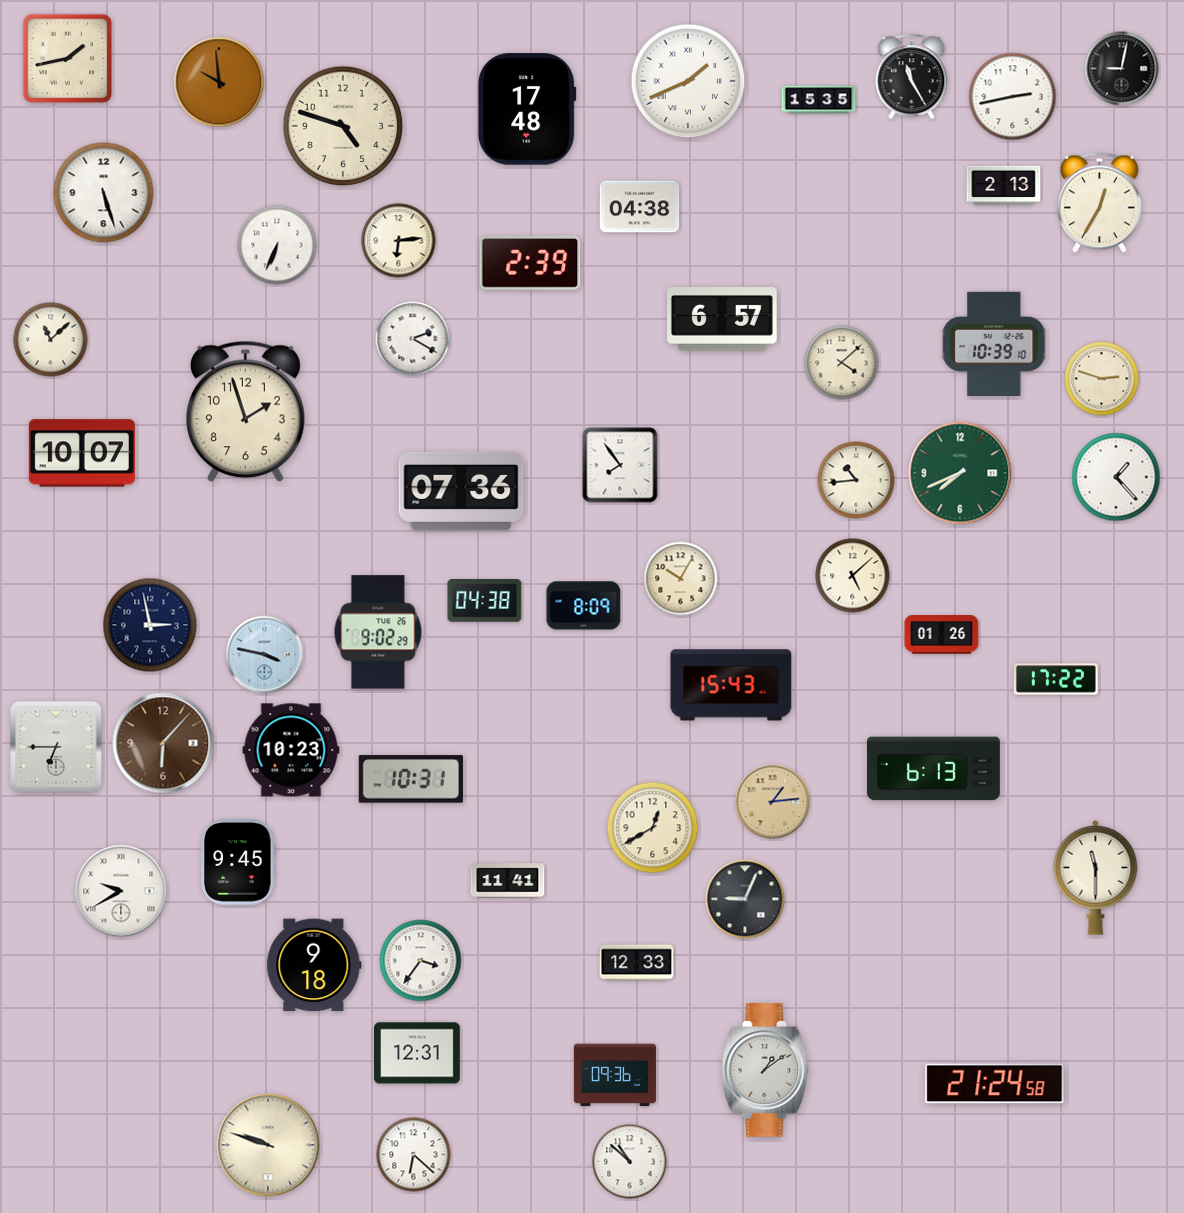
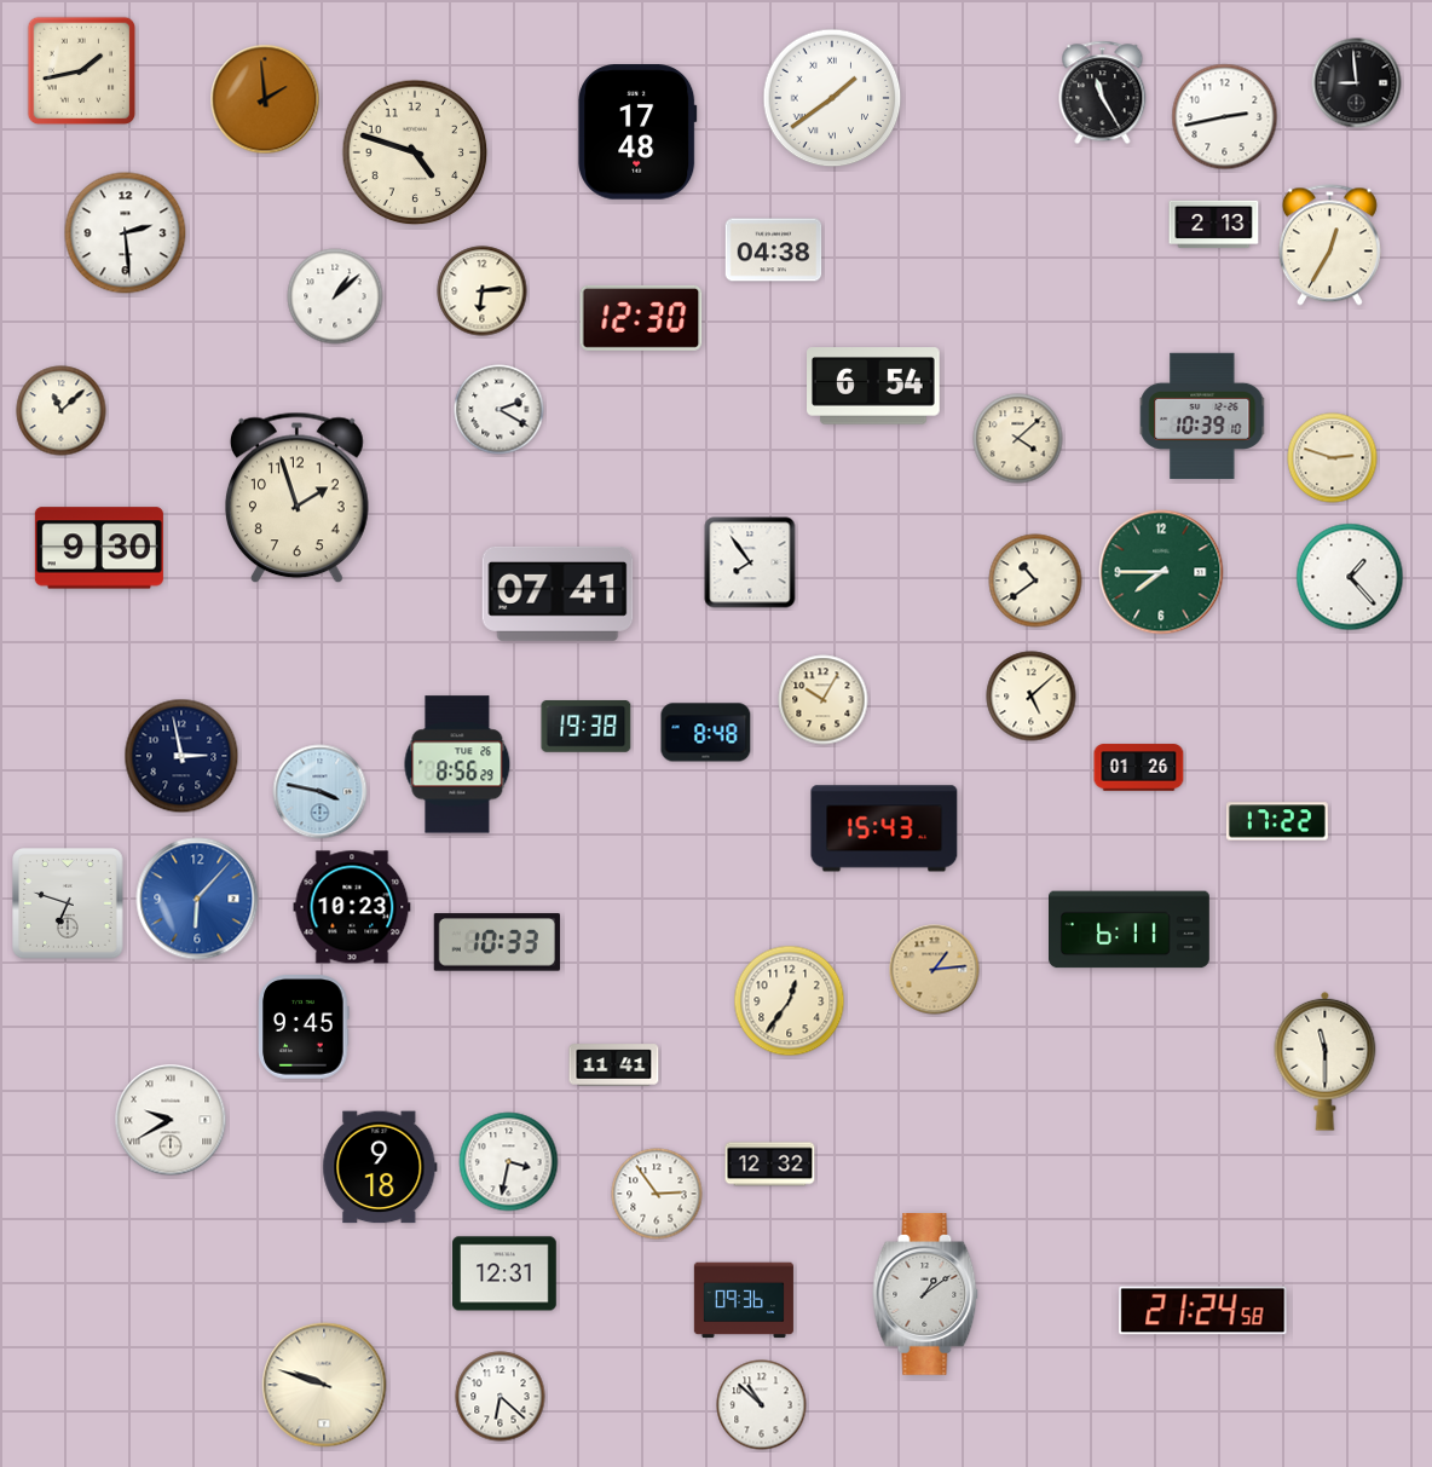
clock at (1122, 69): 9:02 -> 8:59
clock at (688, 81): 1:41 -> 1:39
clock at (219, 82): 9:59 -> 1:59
clock at (819, 100): 15:35 -> none
clock at (104, 193): 5:27 -> 2:29
clock at (277, 245): 6:34 -> 1:08
clock at (530, 263): 2:39 -> 12:30
clock at (723, 319): 6:57 -> 6:54
clock at (82, 453): 10:07 -> 9:30
clock at (960, 473): 7:41 -> 7:45
clock at (856, 480): 10:44 -> 10:39
clock at (461, 491): 07:36 -> 07:41
clock at (485, 601): 04:38 -> 19:38
clock at (584, 606): 8:09 -> 8:48
clock at (378, 632): 9:02 -> 8:56
clock at (163, 743) dial: brown -> blue
clock at (57, 748): 6:45 -> 6:48
clock at (934, 769): 6:13 -> 6:11
clock at (411, 779): 10:31 -> 10:33
clock at (653, 828): 12:40 -> 12:36
clock at (238, 863) position: (238, 863) -> (304, 1028)
clock at (121, 891) position: (121, 891) -> (171, 1120)
clock at (745, 899): 9:04 -> none
clock at (421, 961): 3:36 -> 3:32
clock at (637, 963): 12:33 -> 12:32
clock at (657, 1194): none -> 2:54
